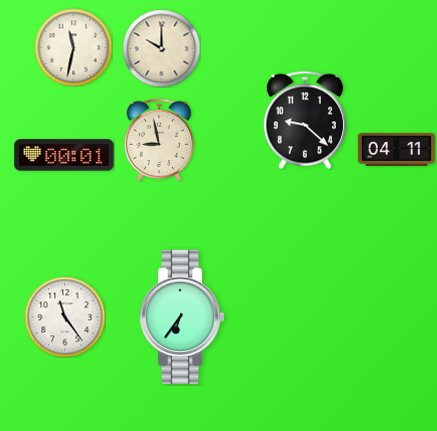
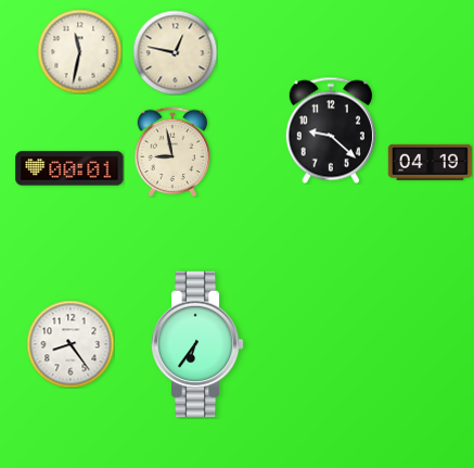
clock at (161, 48): 10:00 -> 12:47
clock at (396, 149): 04:11 -> 04:19
clock at (65, 317): 11:24 -> 8:24
